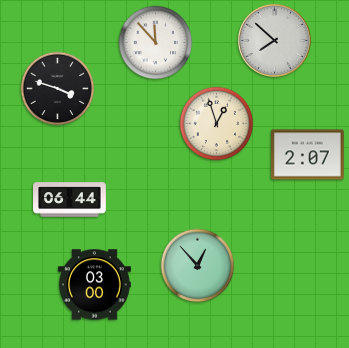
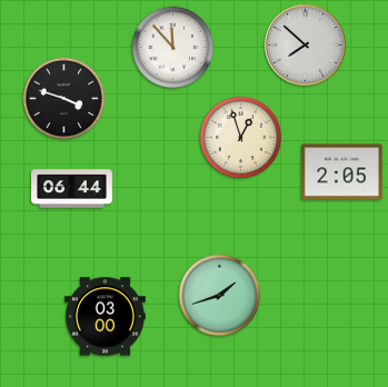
clock at (308, 155): 2:07 -> 2:05
clock at (70, 200) position: (70, 200) -> (72, 189)
clock at (198, 266): 12:53 -> 1:42
